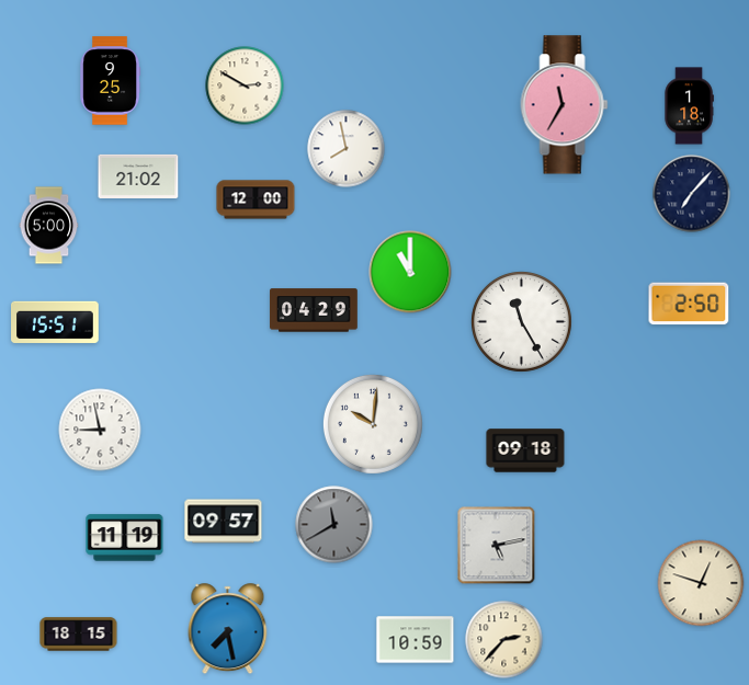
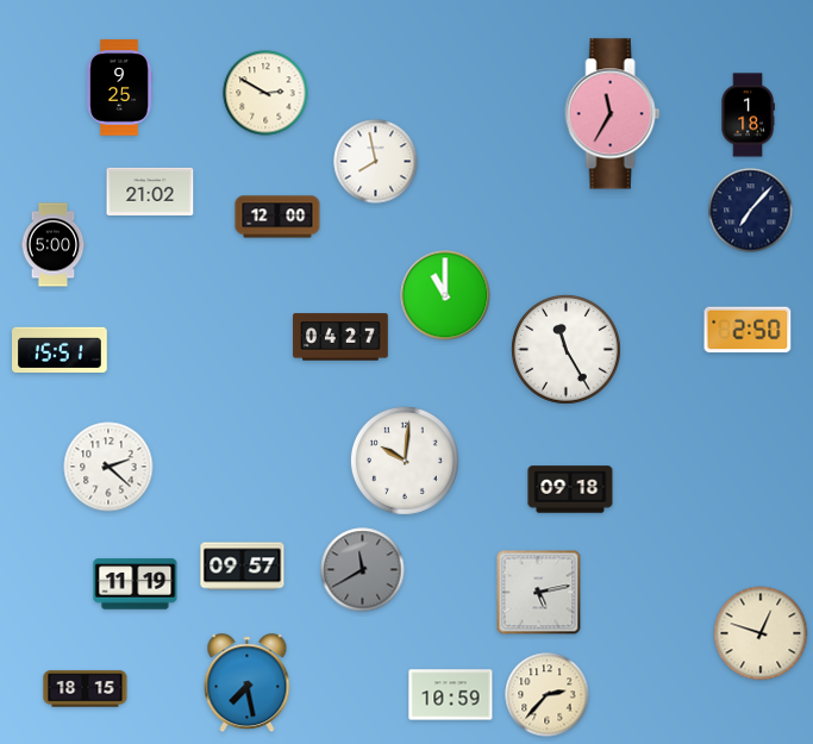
clock at (314, 310): 04:29 -> 04:27
clock at (100, 430): 8:58 -> 2:22
